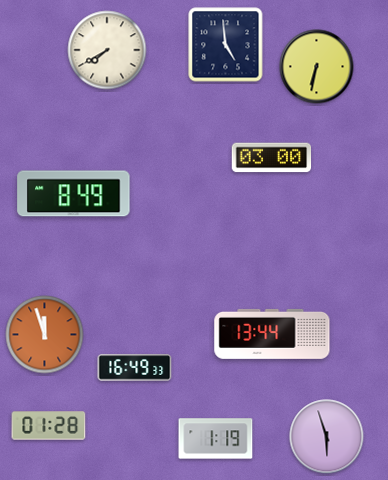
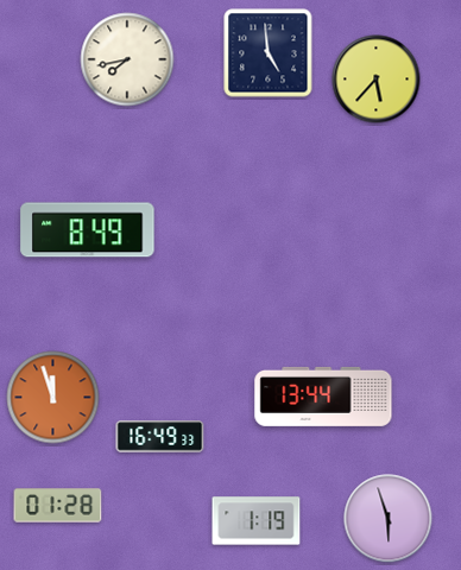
clock at (107, 50): 7:40 -> 7:43
clock at (317, 67): 6:32 -> 5:37
clock at (272, 158): 03:00 -> none
